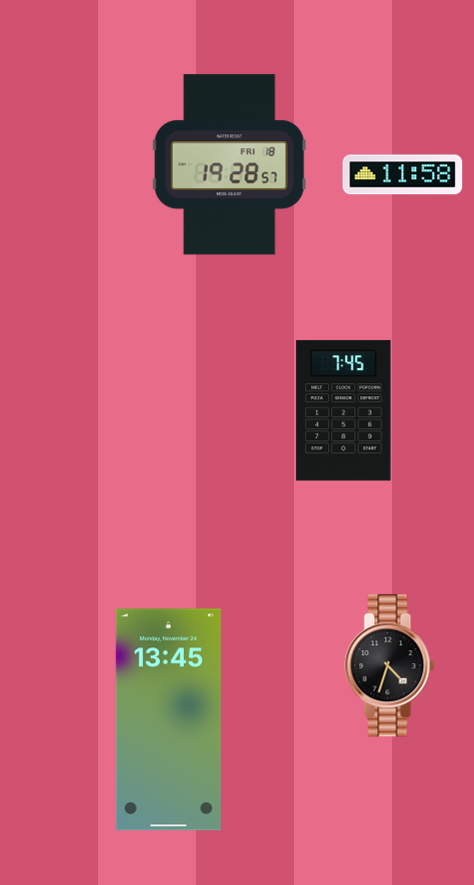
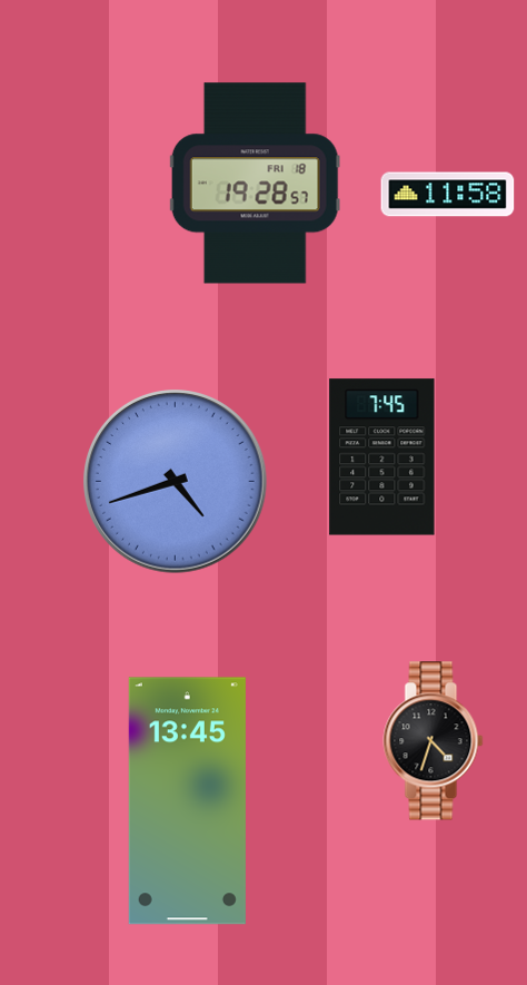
clock at (176, 482): none -> 4:42
